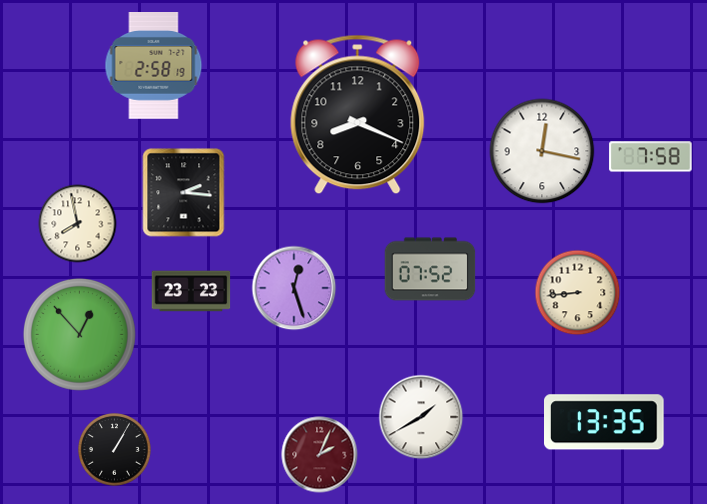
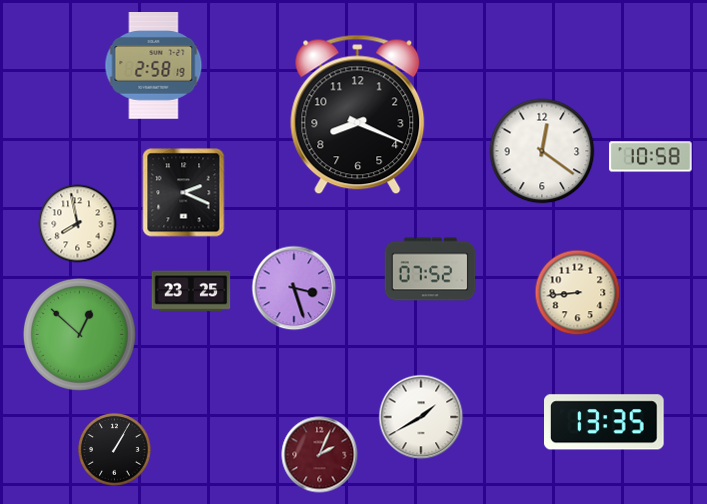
clock at (542, 151): 12:17 -> 12:21
clock at (651, 157): 7:58 -> 10:58
clock at (184, 193): 2:16 -> 2:19
clock at (294, 288): 12:27 -> 3:27
clock at (191, 291): 23:23 -> 23:25
clock at (79, 334): 12:53 -> 12:52
